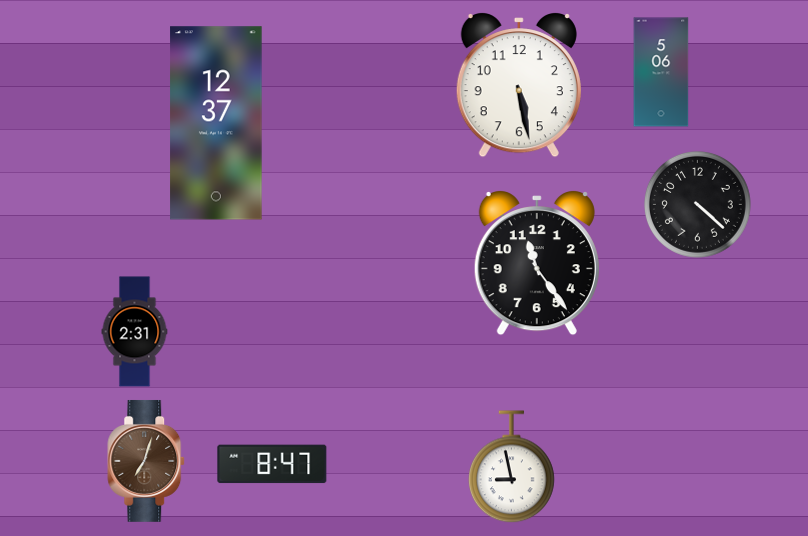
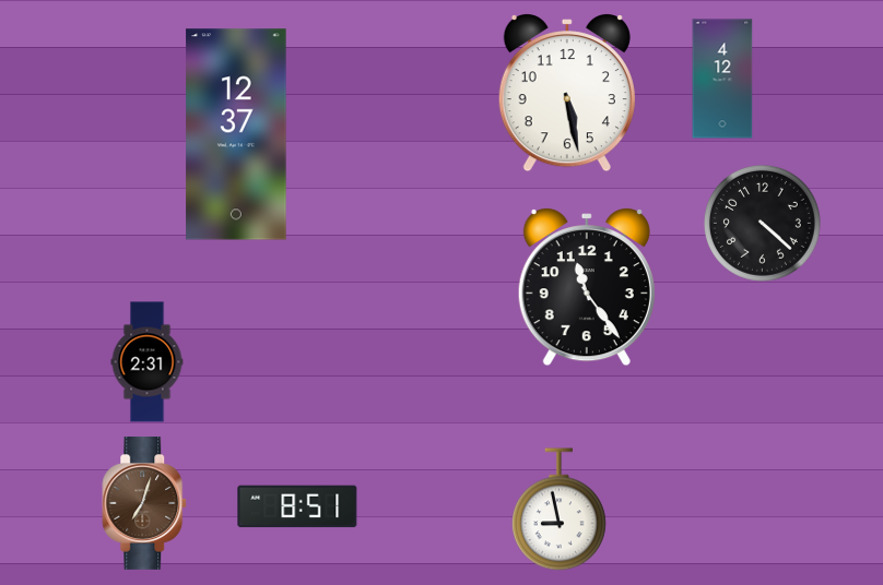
clock at (661, 72): 5:06 -> 4:12
clock at (147, 461) position: (147, 461) -> (145, 503)
clock at (272, 464): 8:47 -> 8:51
